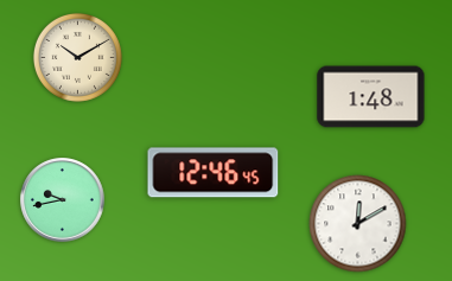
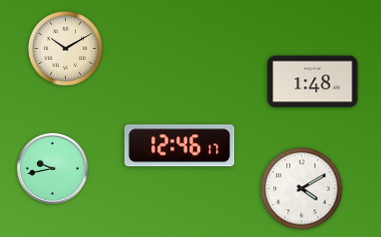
clock at (214, 173): 12:46:45 -> 12:46:17
clock at (358, 224): 12:10 -> 4:10
